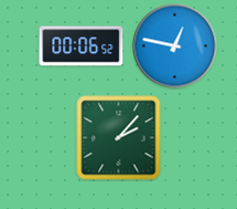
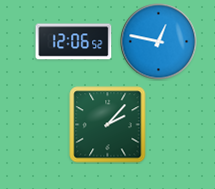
clock at (82, 46): 00:06 -> 12:06
